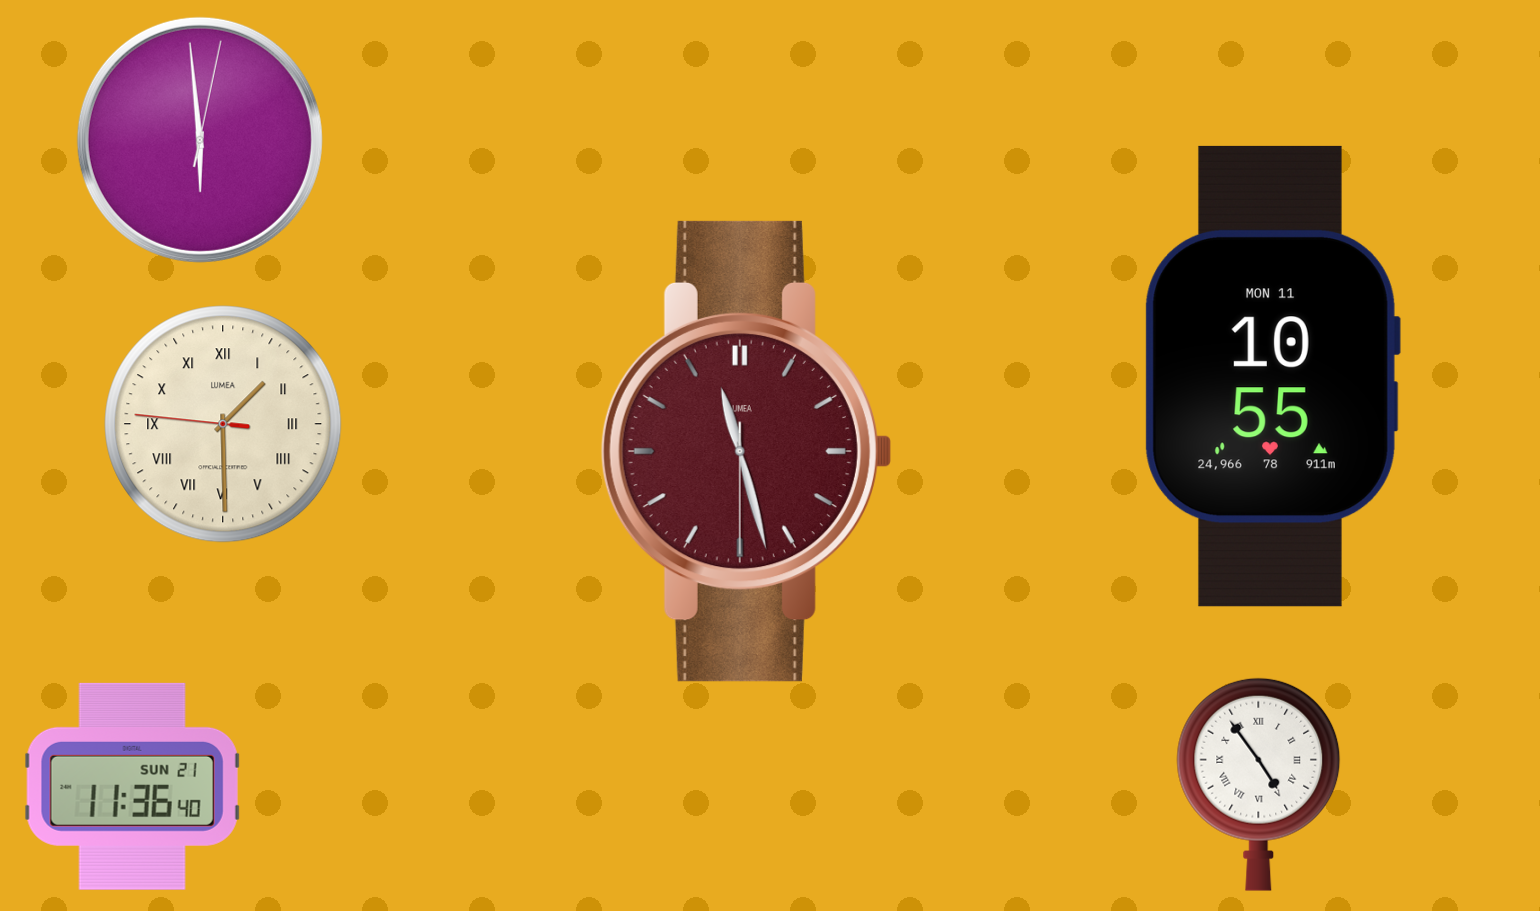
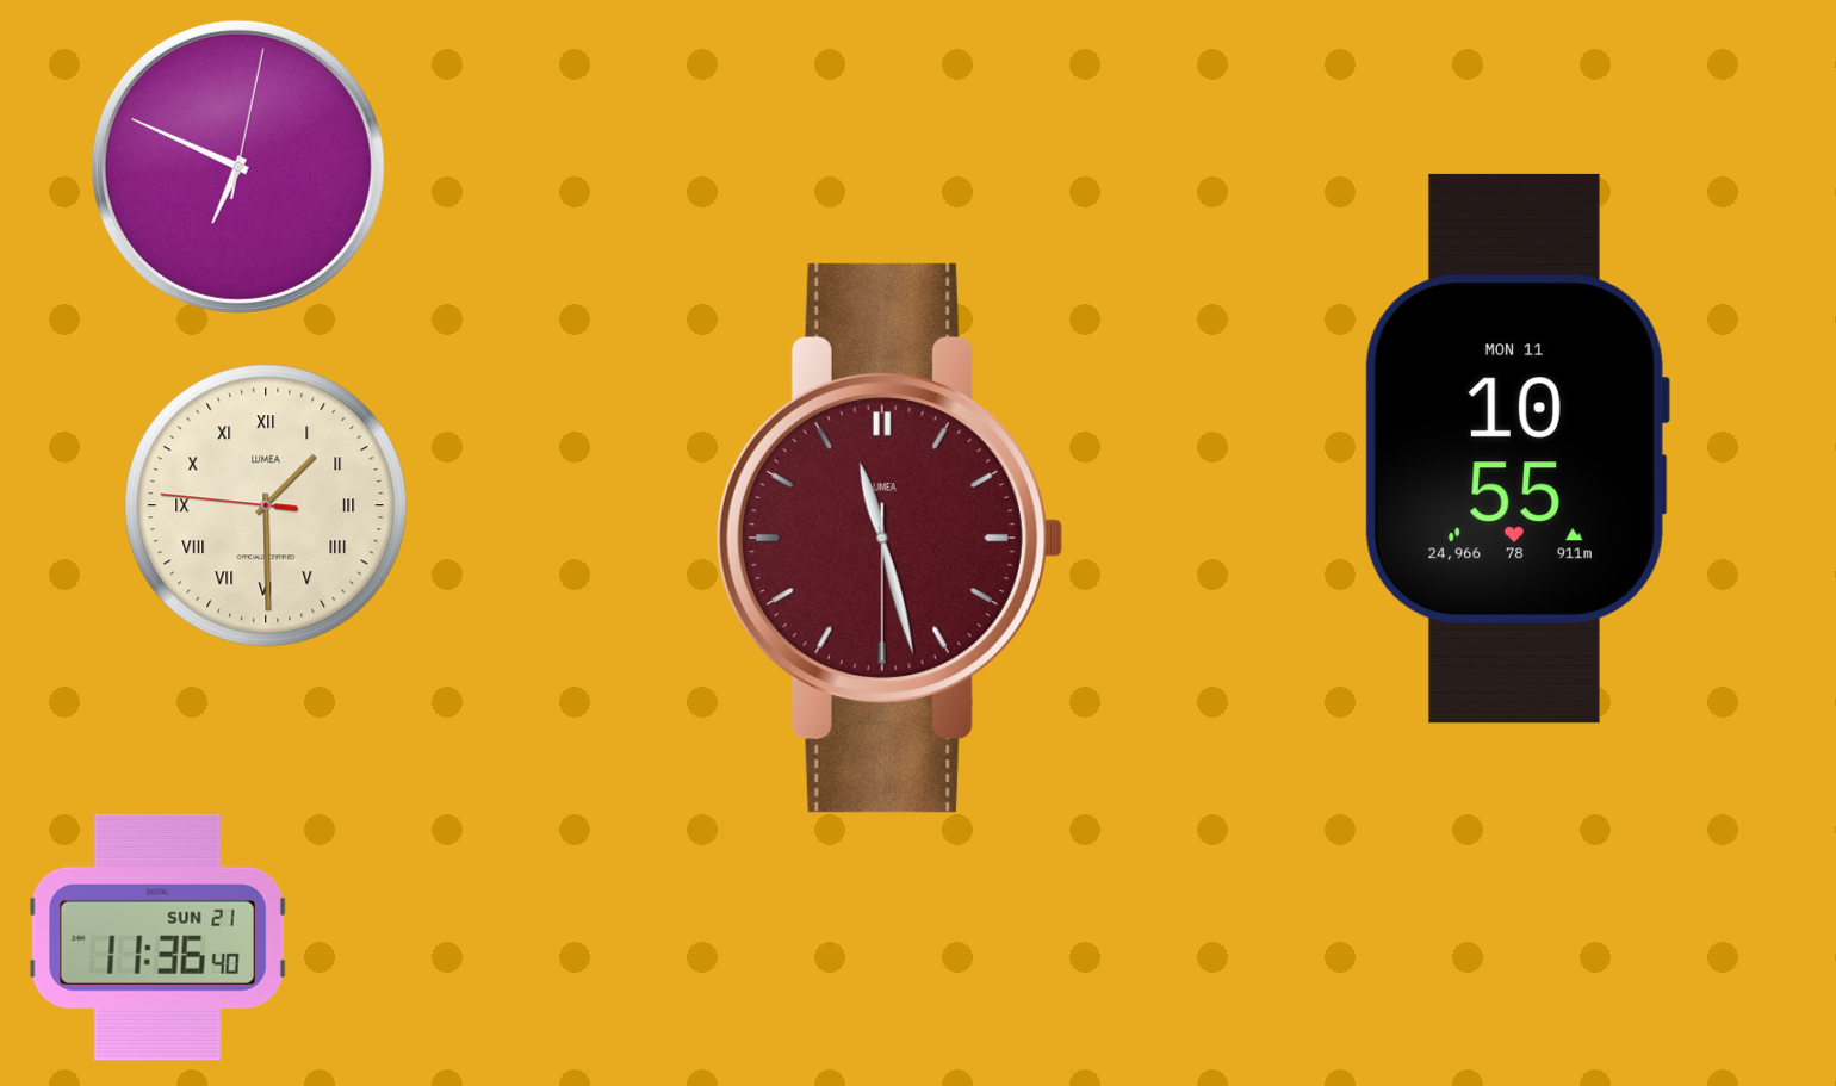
clock at (200, 140): 5:59 -> 6:49
clock at (1259, 784): 4:54 -> none
